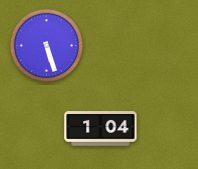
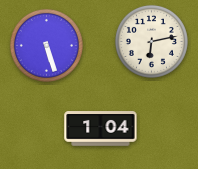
clock at (151, 41): none -> 6:13
